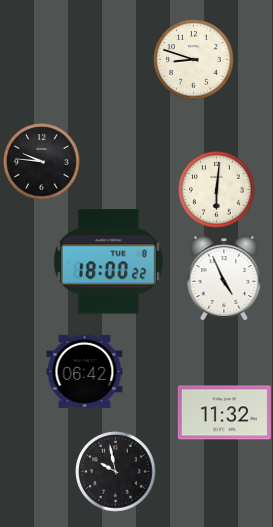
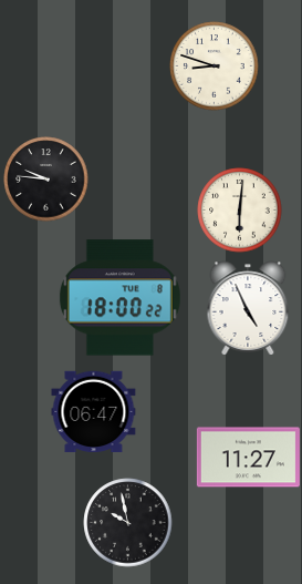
clock at (108, 262) position: (108, 262) -> (119, 298)
clock at (85, 372): 06:42 -> 06:47
clock at (224, 413): 11:32 -> 11:27
